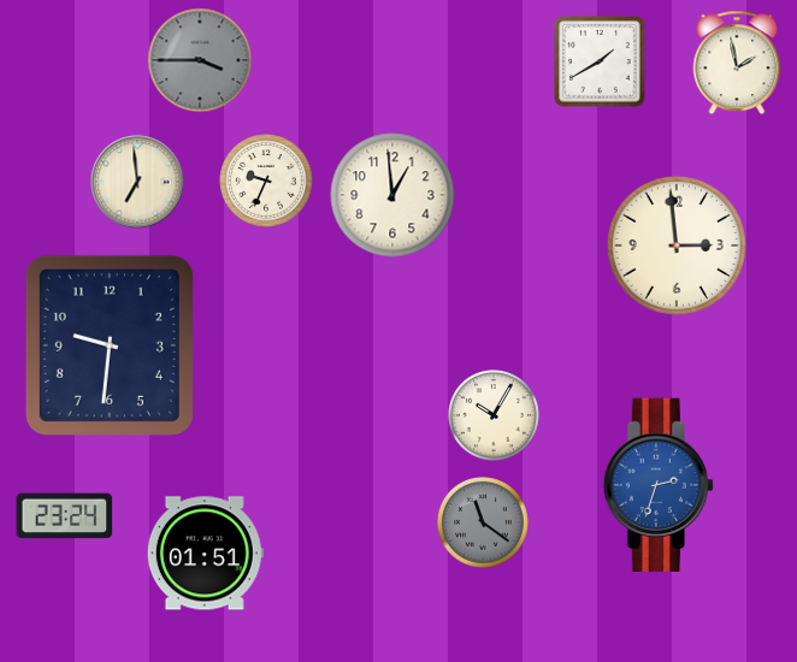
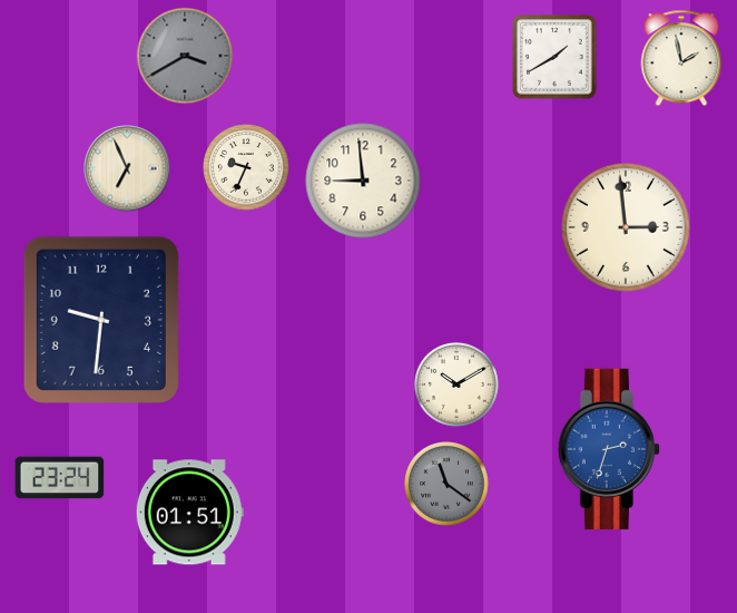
clock at (200, 60): 3:45 -> 3:40
clock at (137, 182): 6:59 -> 6:56
clock at (392, 195): 12:59 -> 8:59
clock at (495, 416): 10:05 -> 10:10
